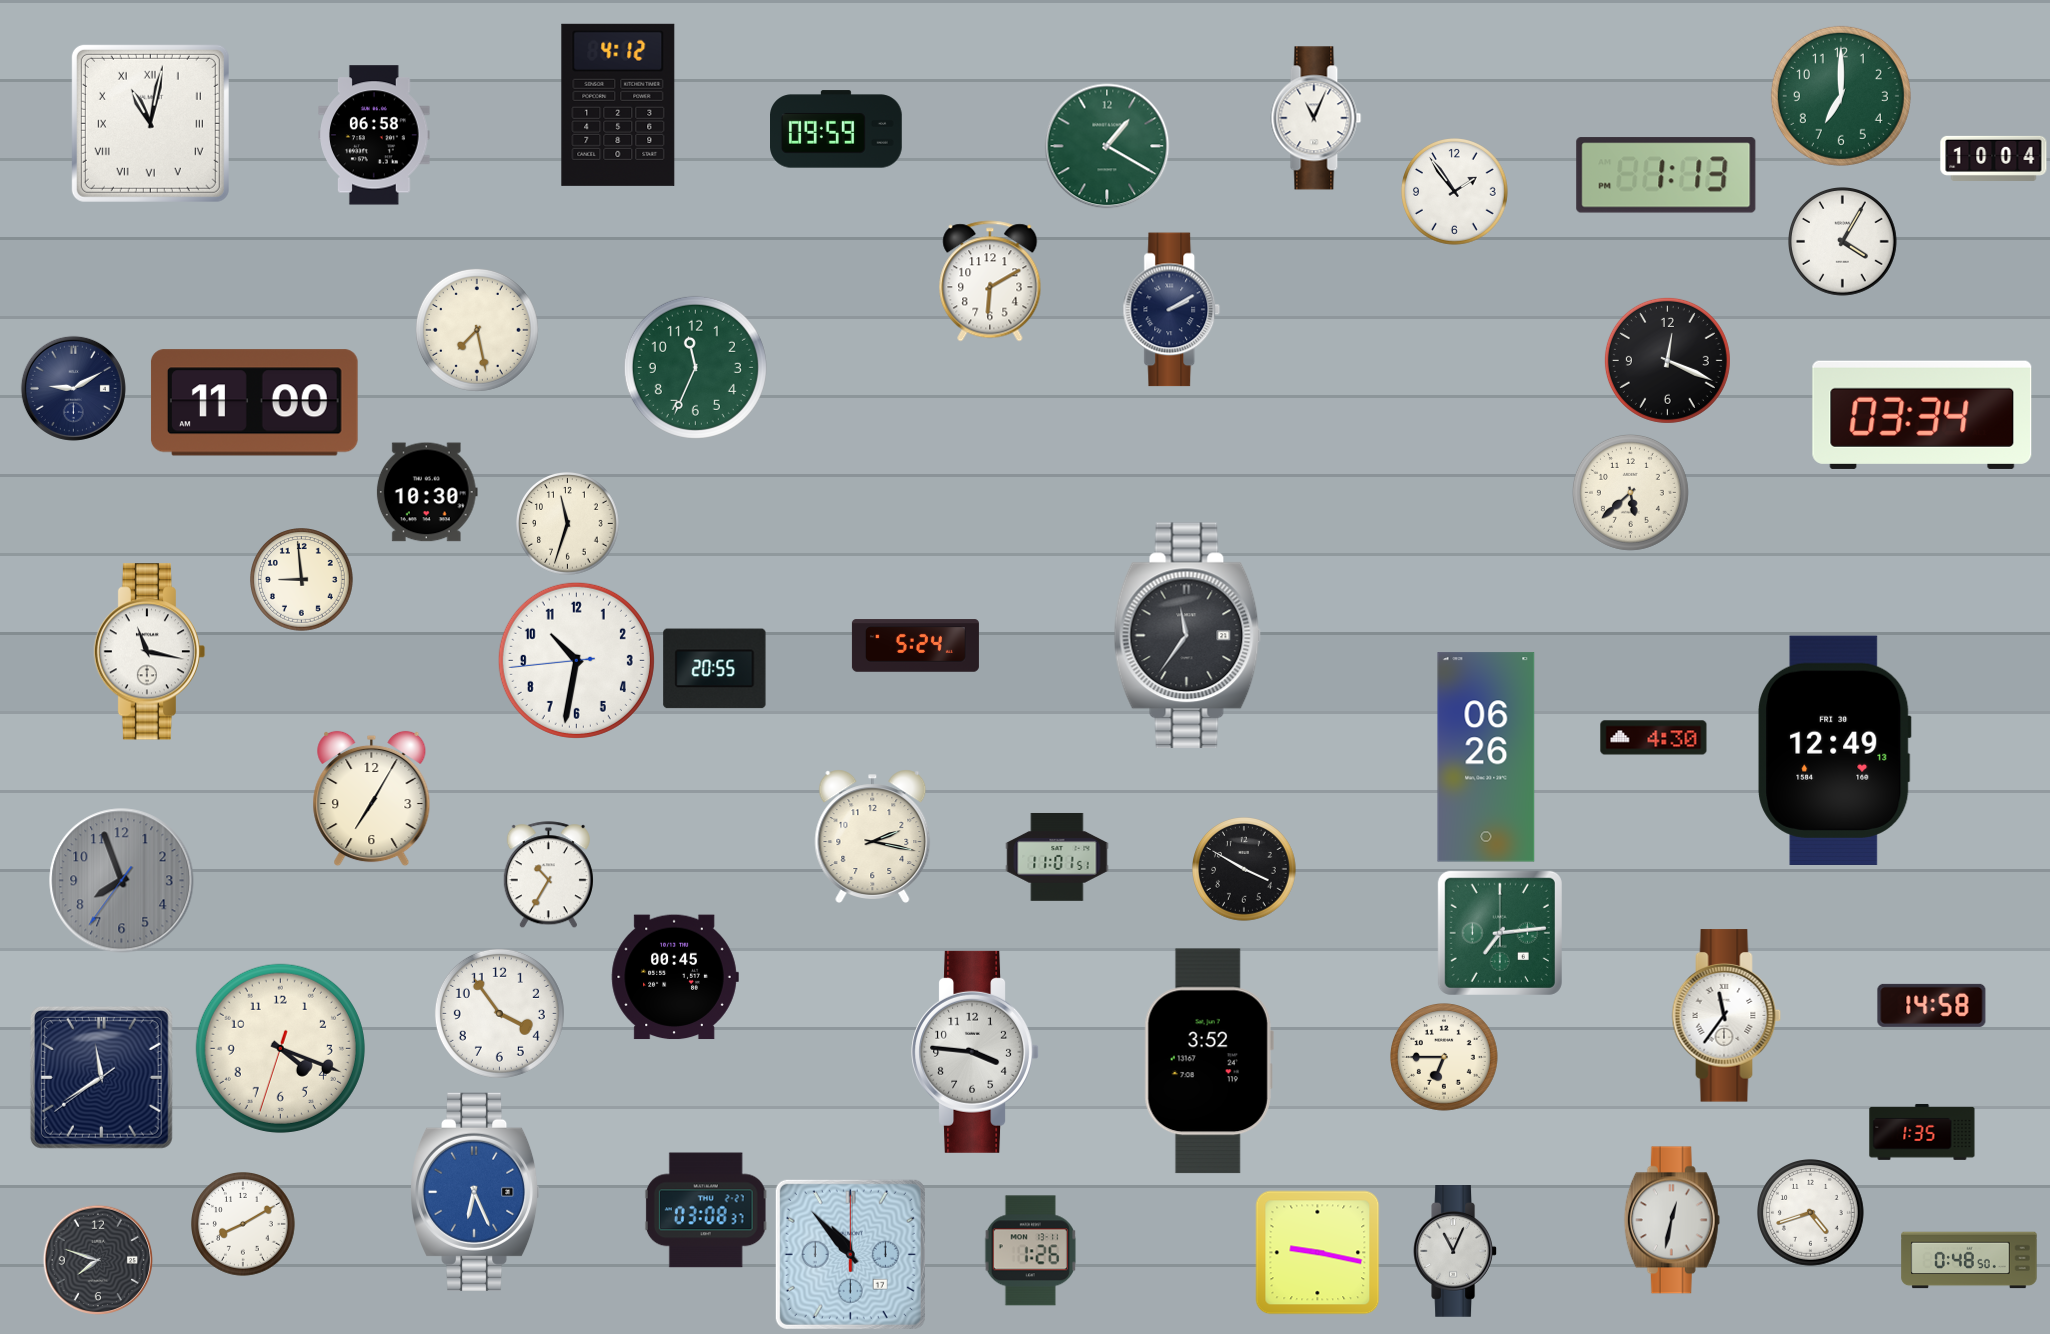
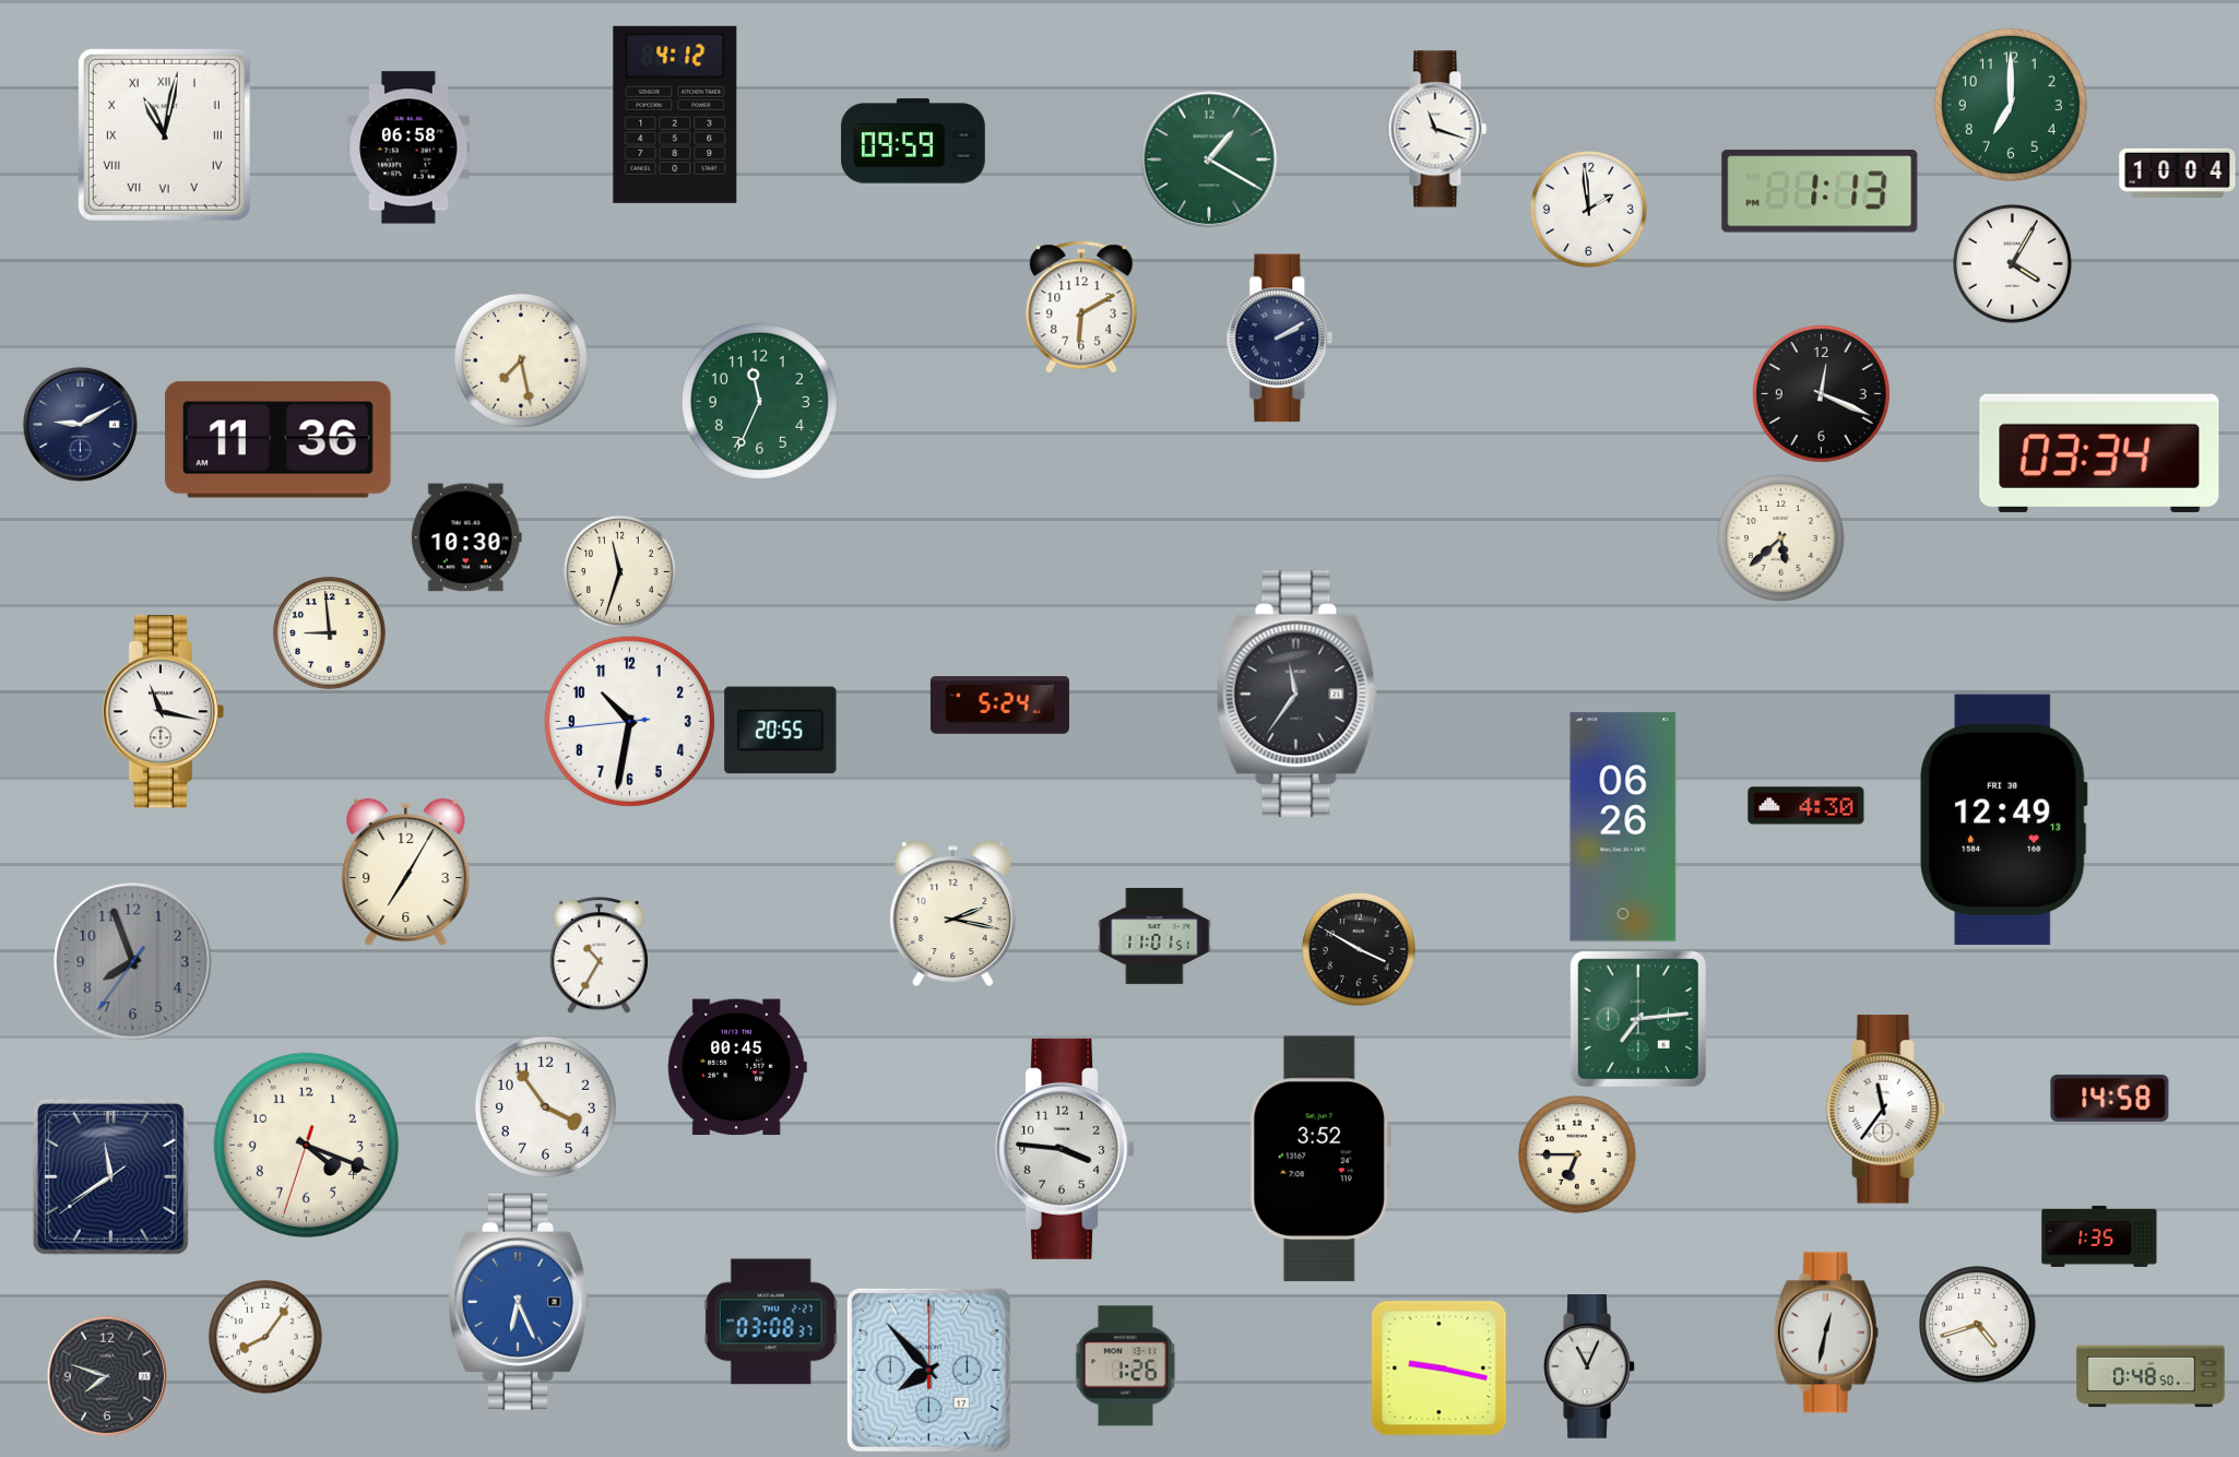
clock at (1316, 118): 11:04 -> 11:18
clock at (1455, 192): 1:54 -> 1:59
clock at (255, 403): 11:00 -> 11:36
clock at (244, 1225): 8:10 -> 8:06
clock at (850, 1254): 10:53 -> 7:53
